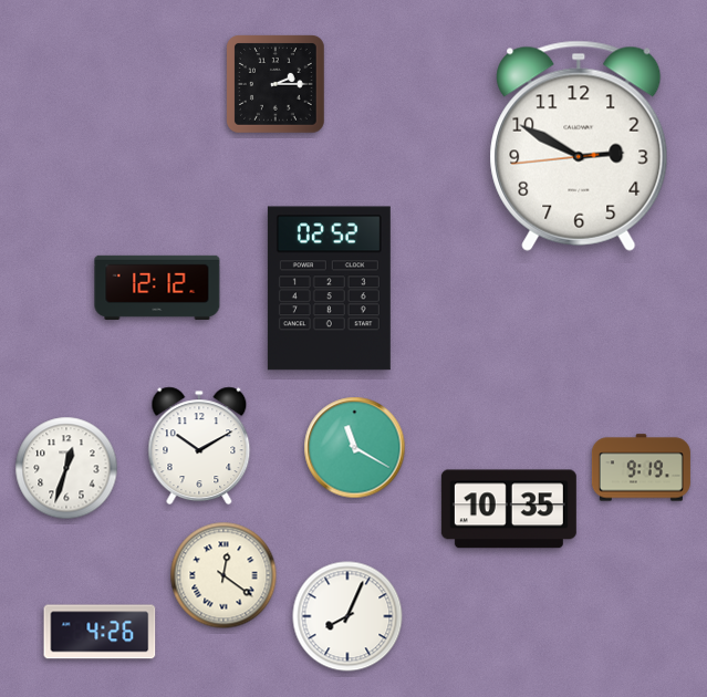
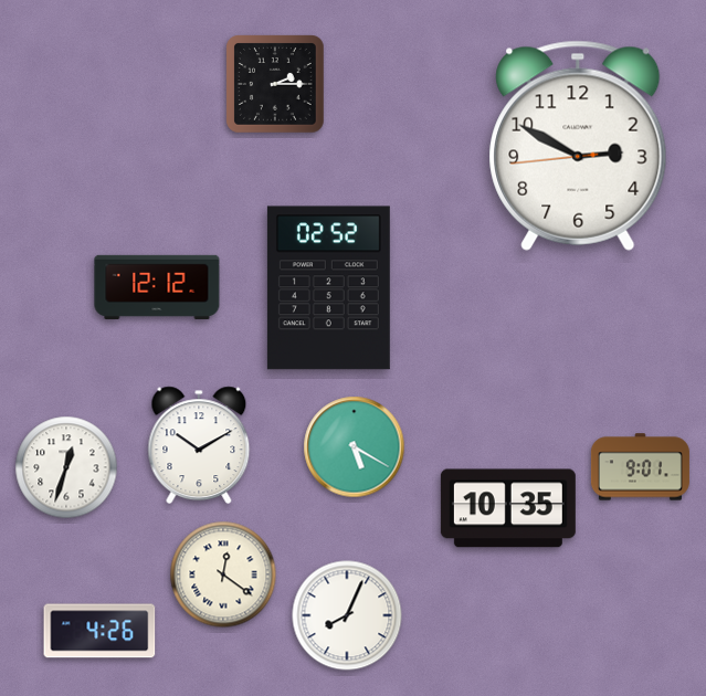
clock at (355, 448): 11:20 -> 5:20
clock at (641, 468): 9:19 -> 9:01
